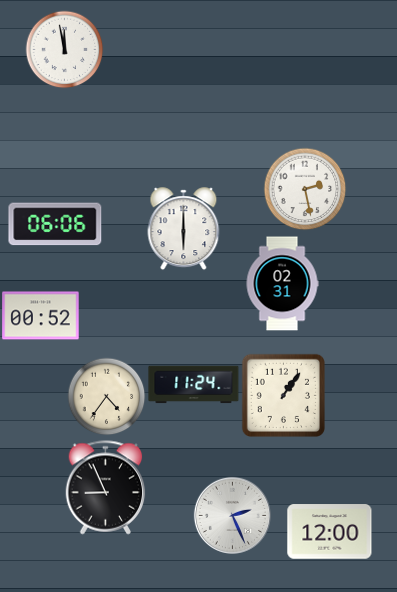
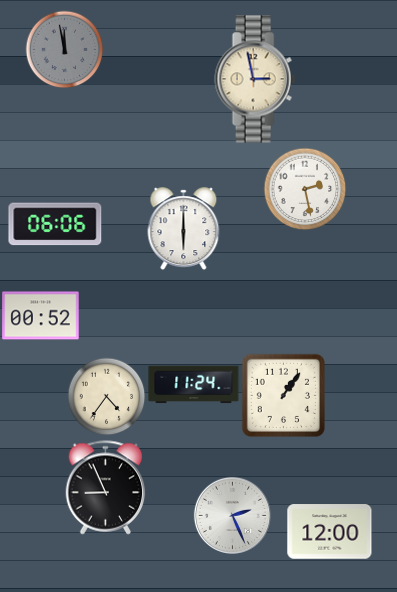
clock at (64, 49) dial: white -> grey
clock at (255, 79): none -> 2:58
clock at (282, 284): 02:31 -> none
